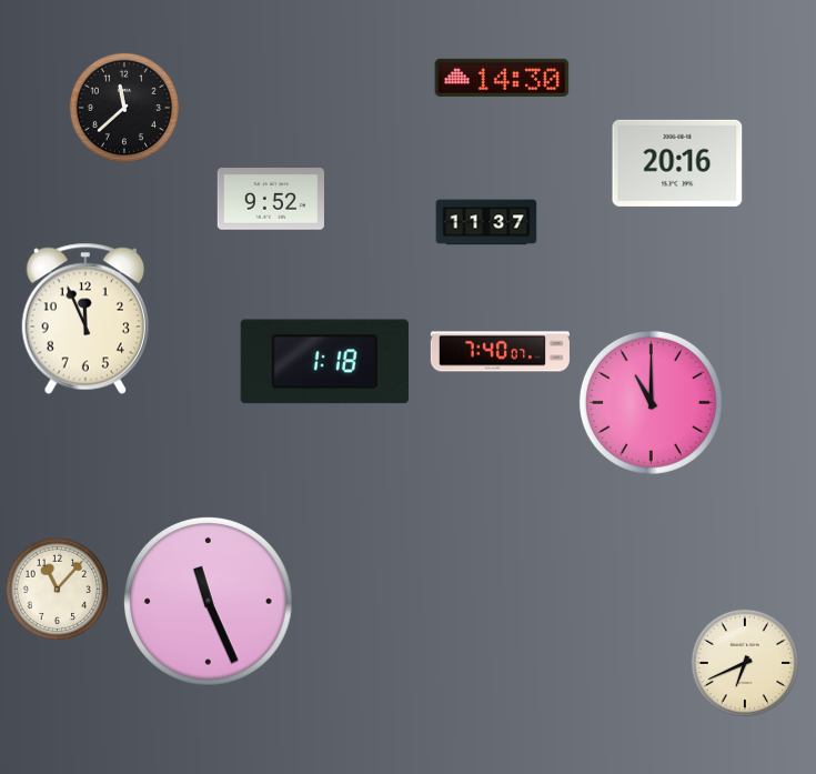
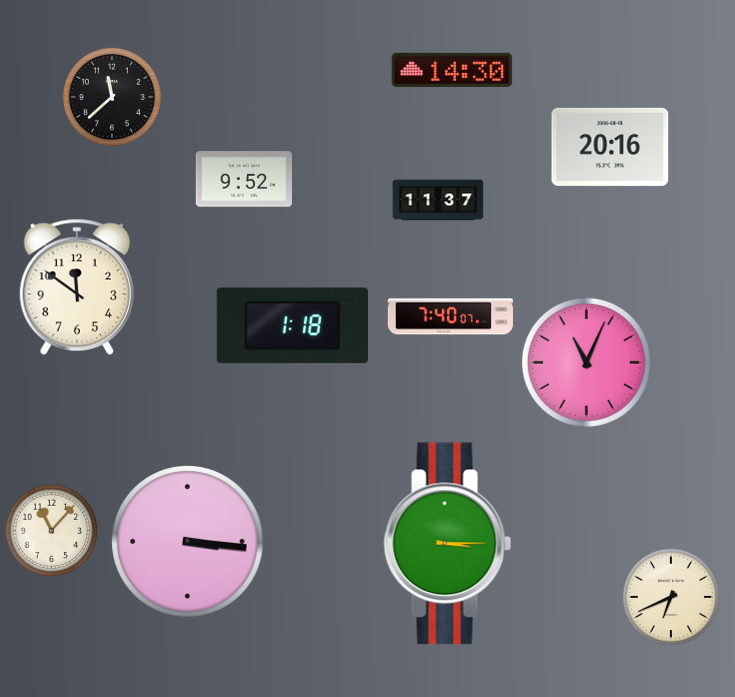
clock at (84, 319): 11:56 -> 11:51
clock at (651, 402): 11:00 -> 11:04
clock at (209, 602): 11:26 -> 3:16
clock at (448, 544): none -> 3:15
